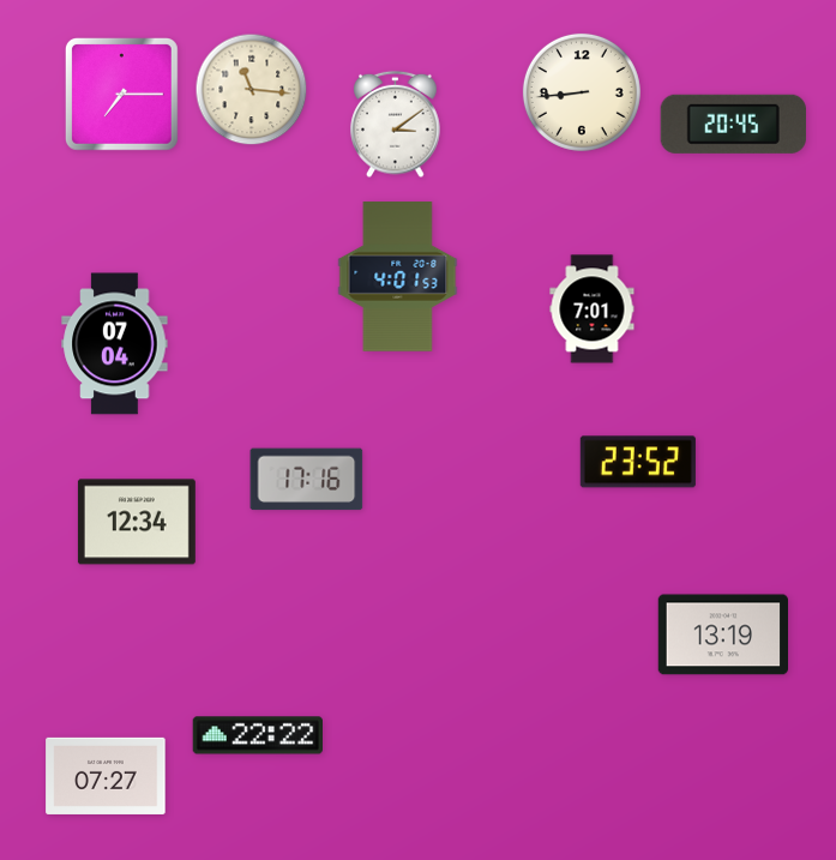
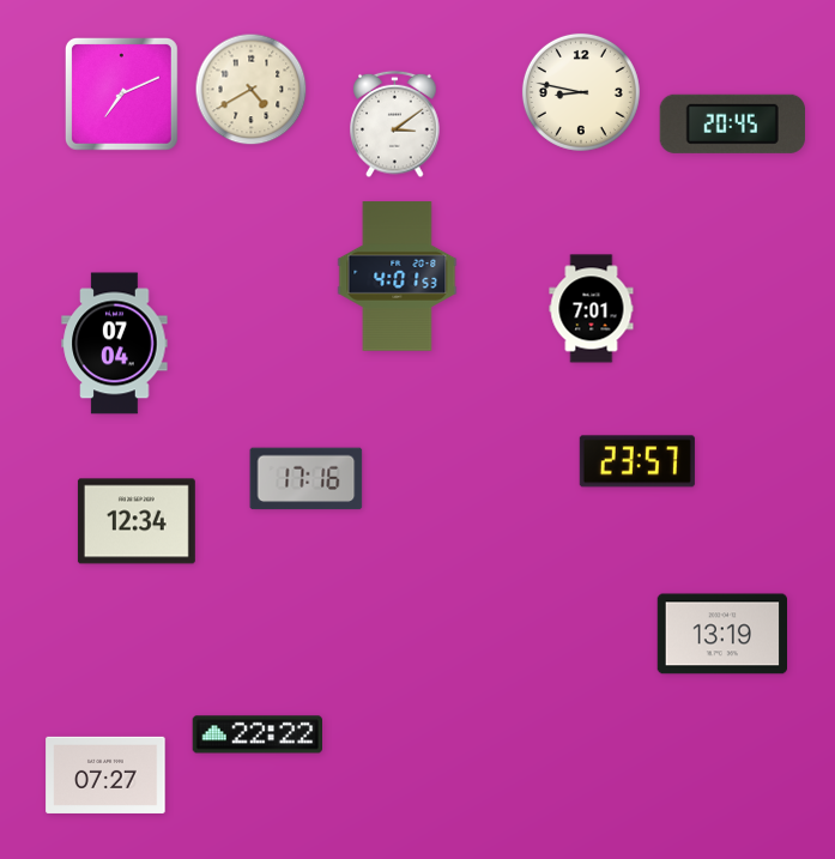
clock at (252, 90): 11:16 -> 4:40
clock at (582, 92): 8:44 -> 8:47
clock at (122, 95): 7:15 -> 7:11
clock at (638, 462): 23:52 -> 23:57
